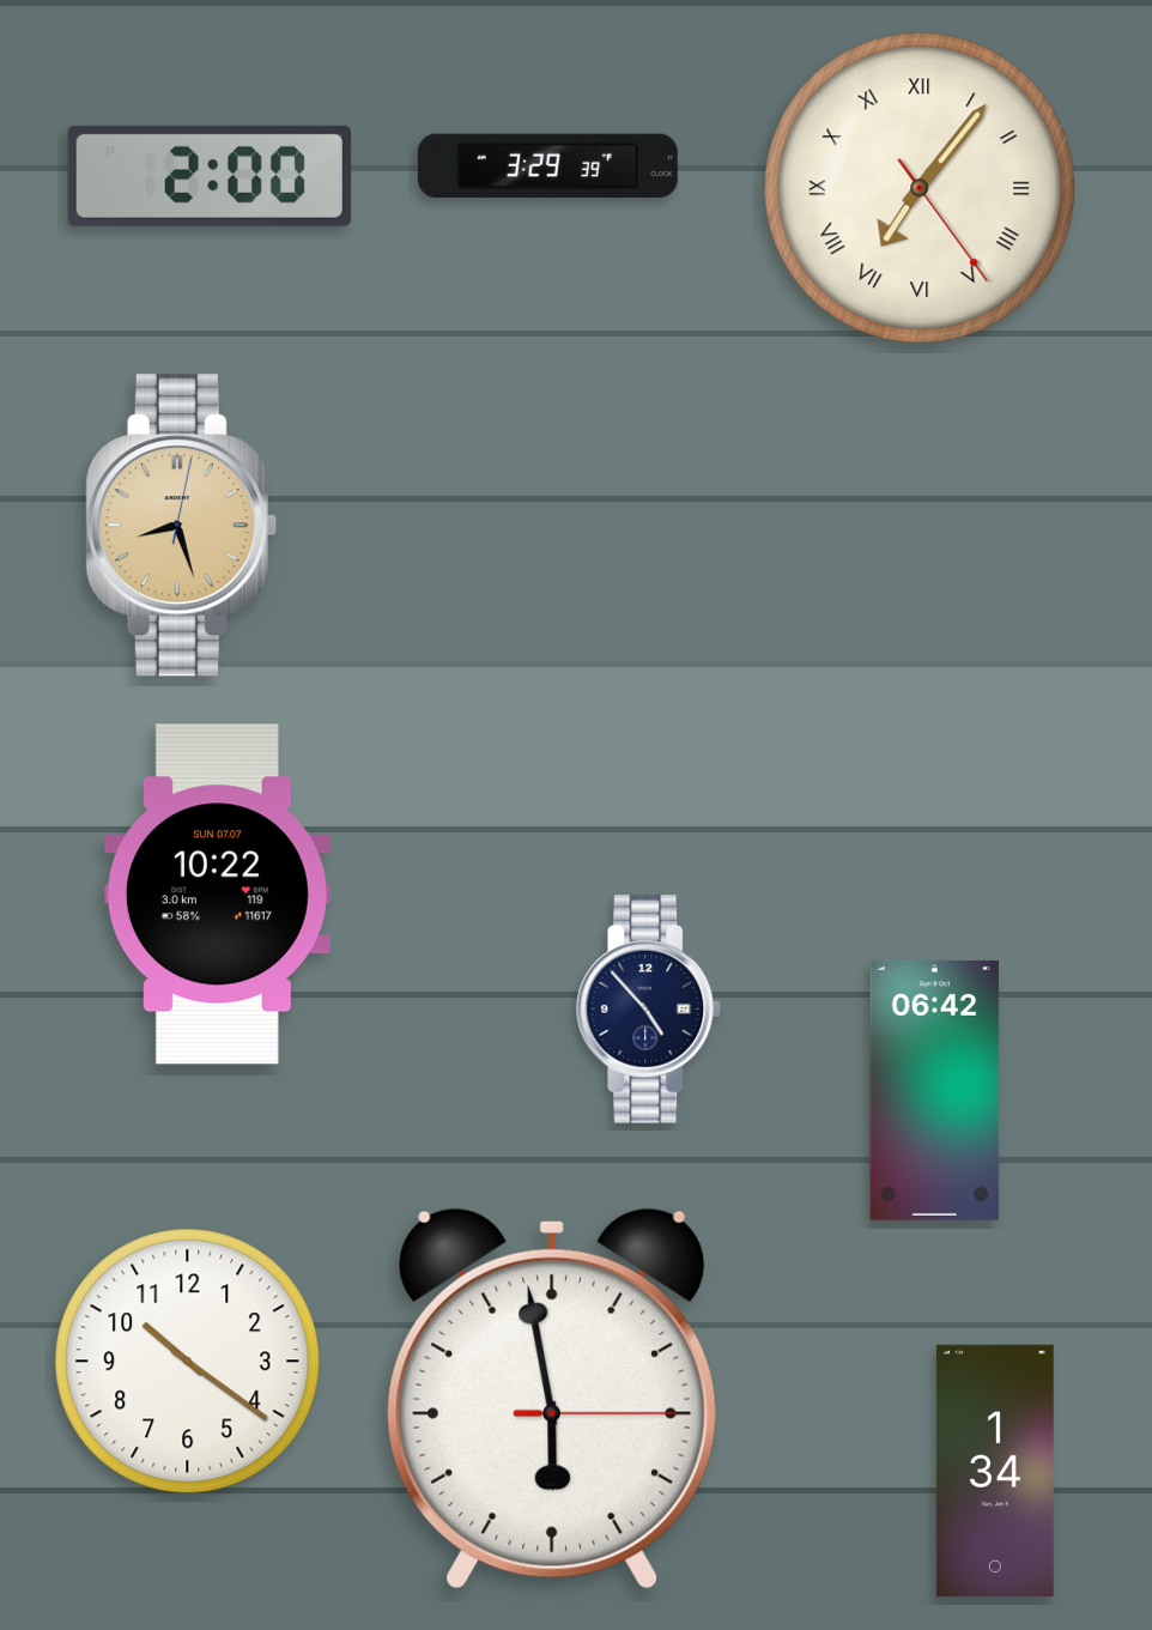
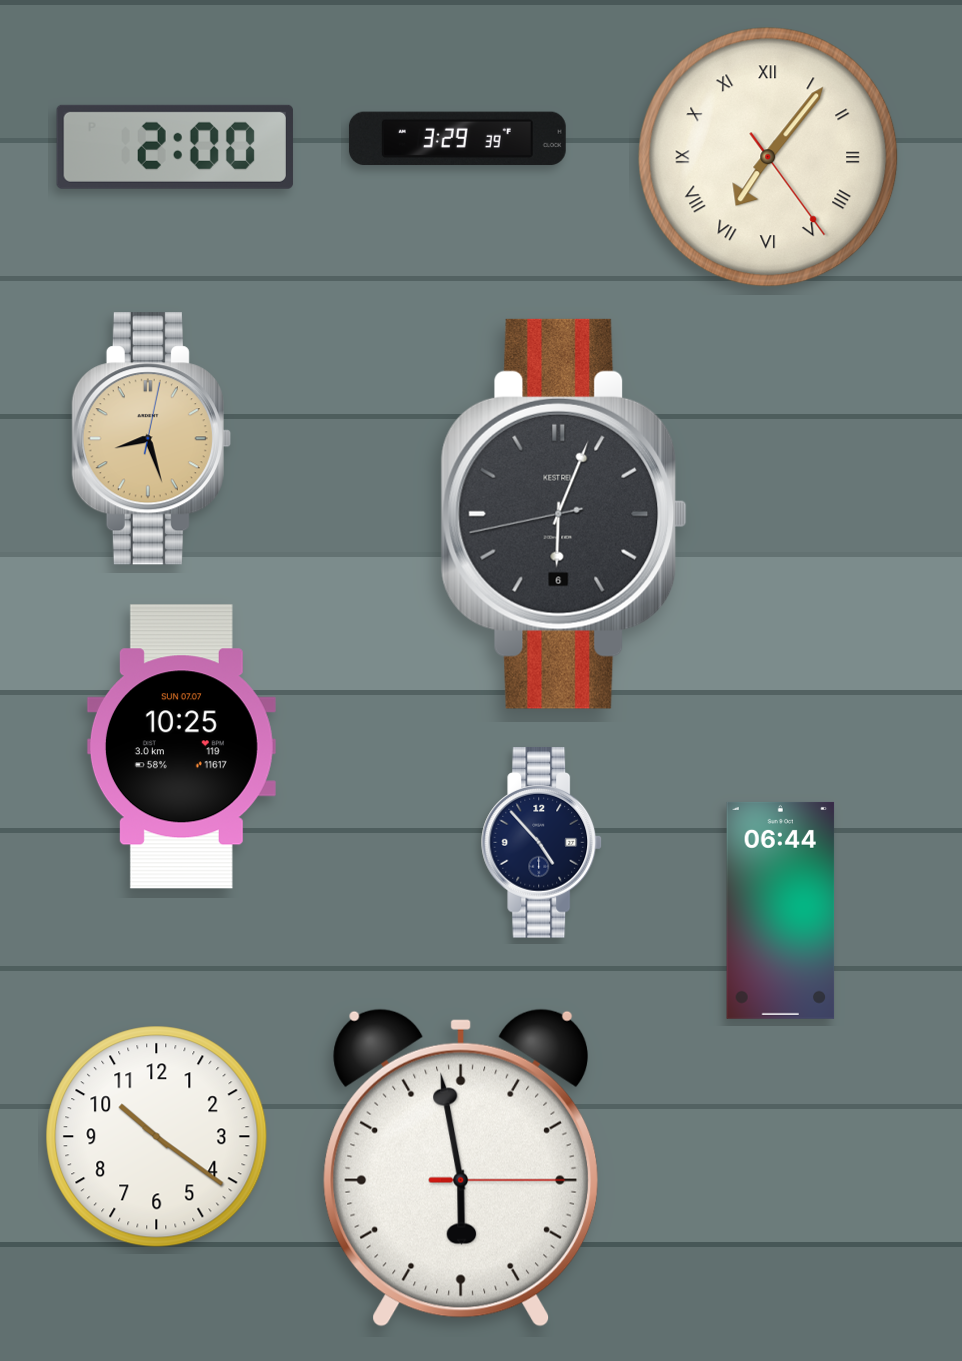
clock at (564, 514): none -> 6:03
clock at (217, 895): 10:22 -> 10:25
clock at (935, 1090): 06:42 -> 06:44
clock at (995, 1471): 1:34 -> none
